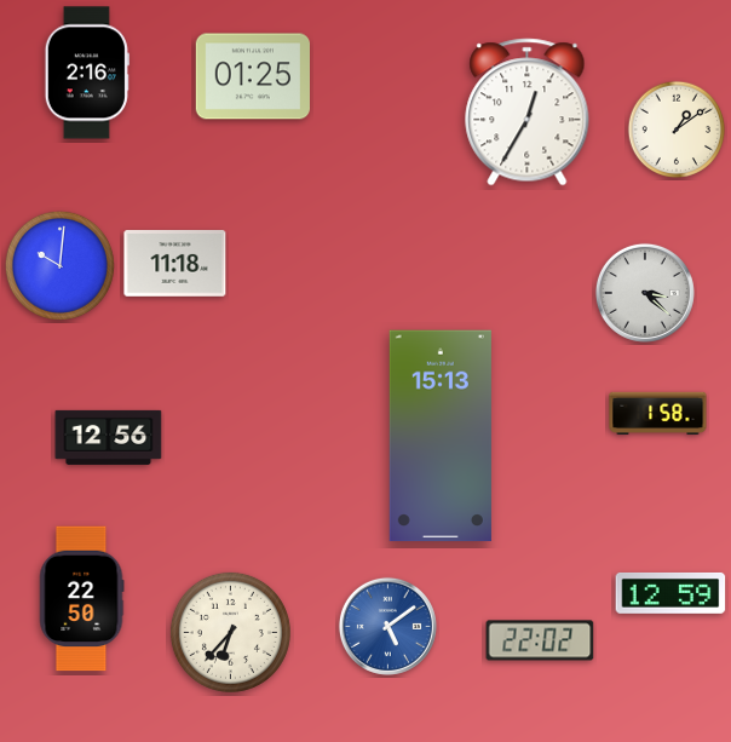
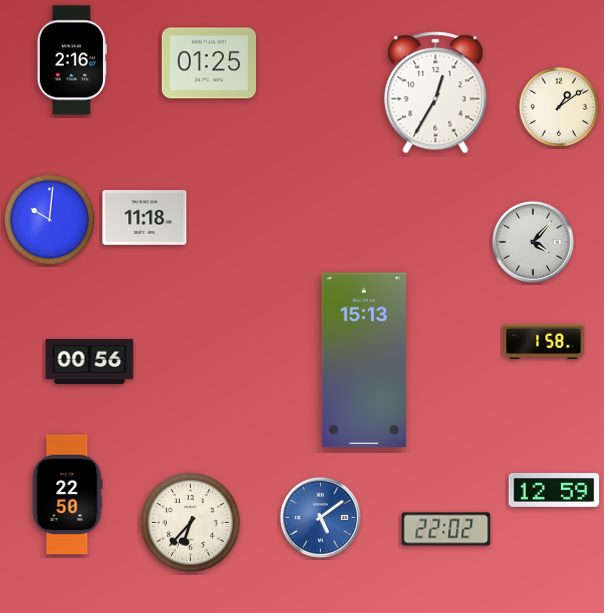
clock at (645, 293): 3:22 -> 4:07
clock at (109, 437): 12:56 -> 00:56
